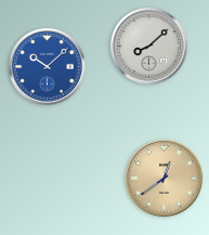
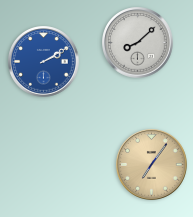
clock at (48, 67): 10:08 -> 2:10
clock at (165, 179): 12:39 -> 7:06
